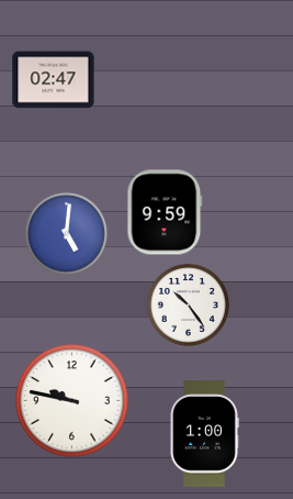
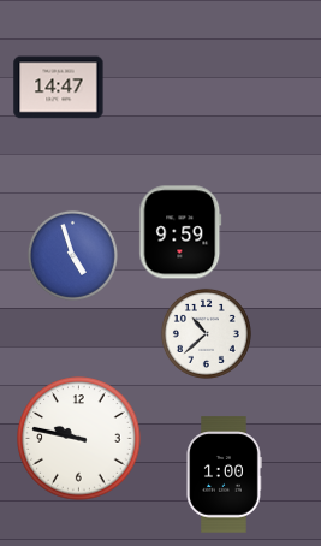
clock at (54, 80): 02:47 -> 14:47
clock at (66, 233): 5:01 -> 4:57
clock at (188, 304): 10:24 -> 10:38
